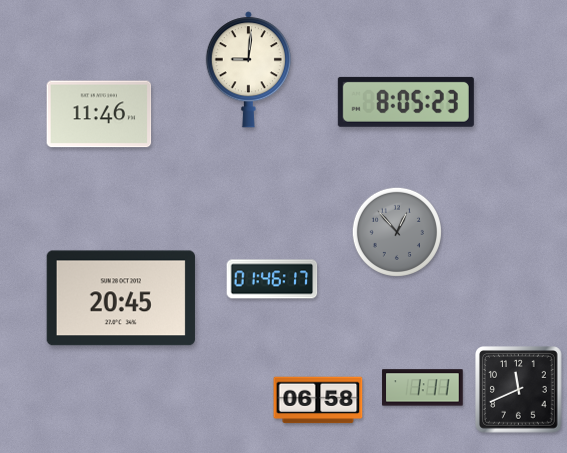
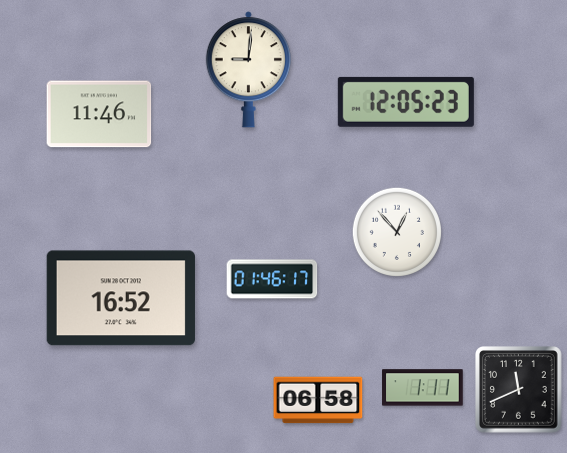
clock at (406, 102): 8:05 -> 12:05
clock at (397, 232) dial: grey -> white
clock at (121, 298): 20:45 -> 16:52
